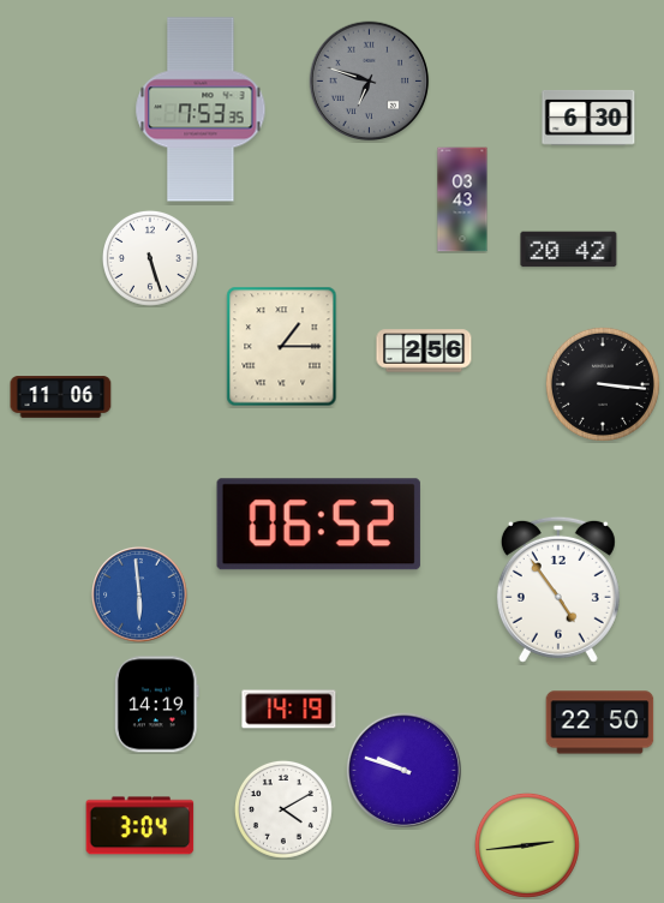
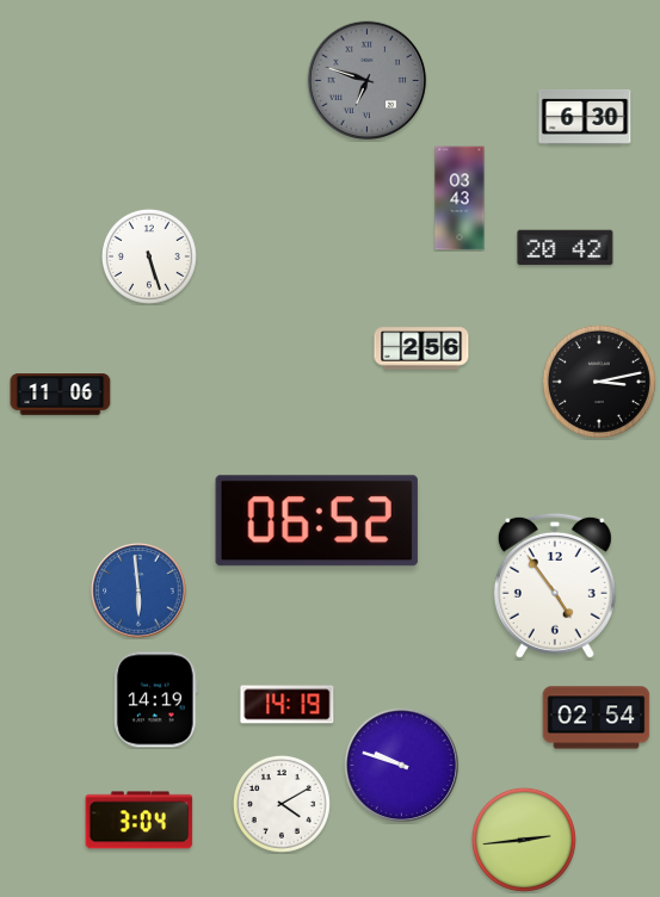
clock at (201, 109): 7:53 -> none
clock at (282, 347): 1:15 -> none
clock at (603, 384): 3:16 -> 3:13
clock at (600, 723): 22:50 -> 02:54
